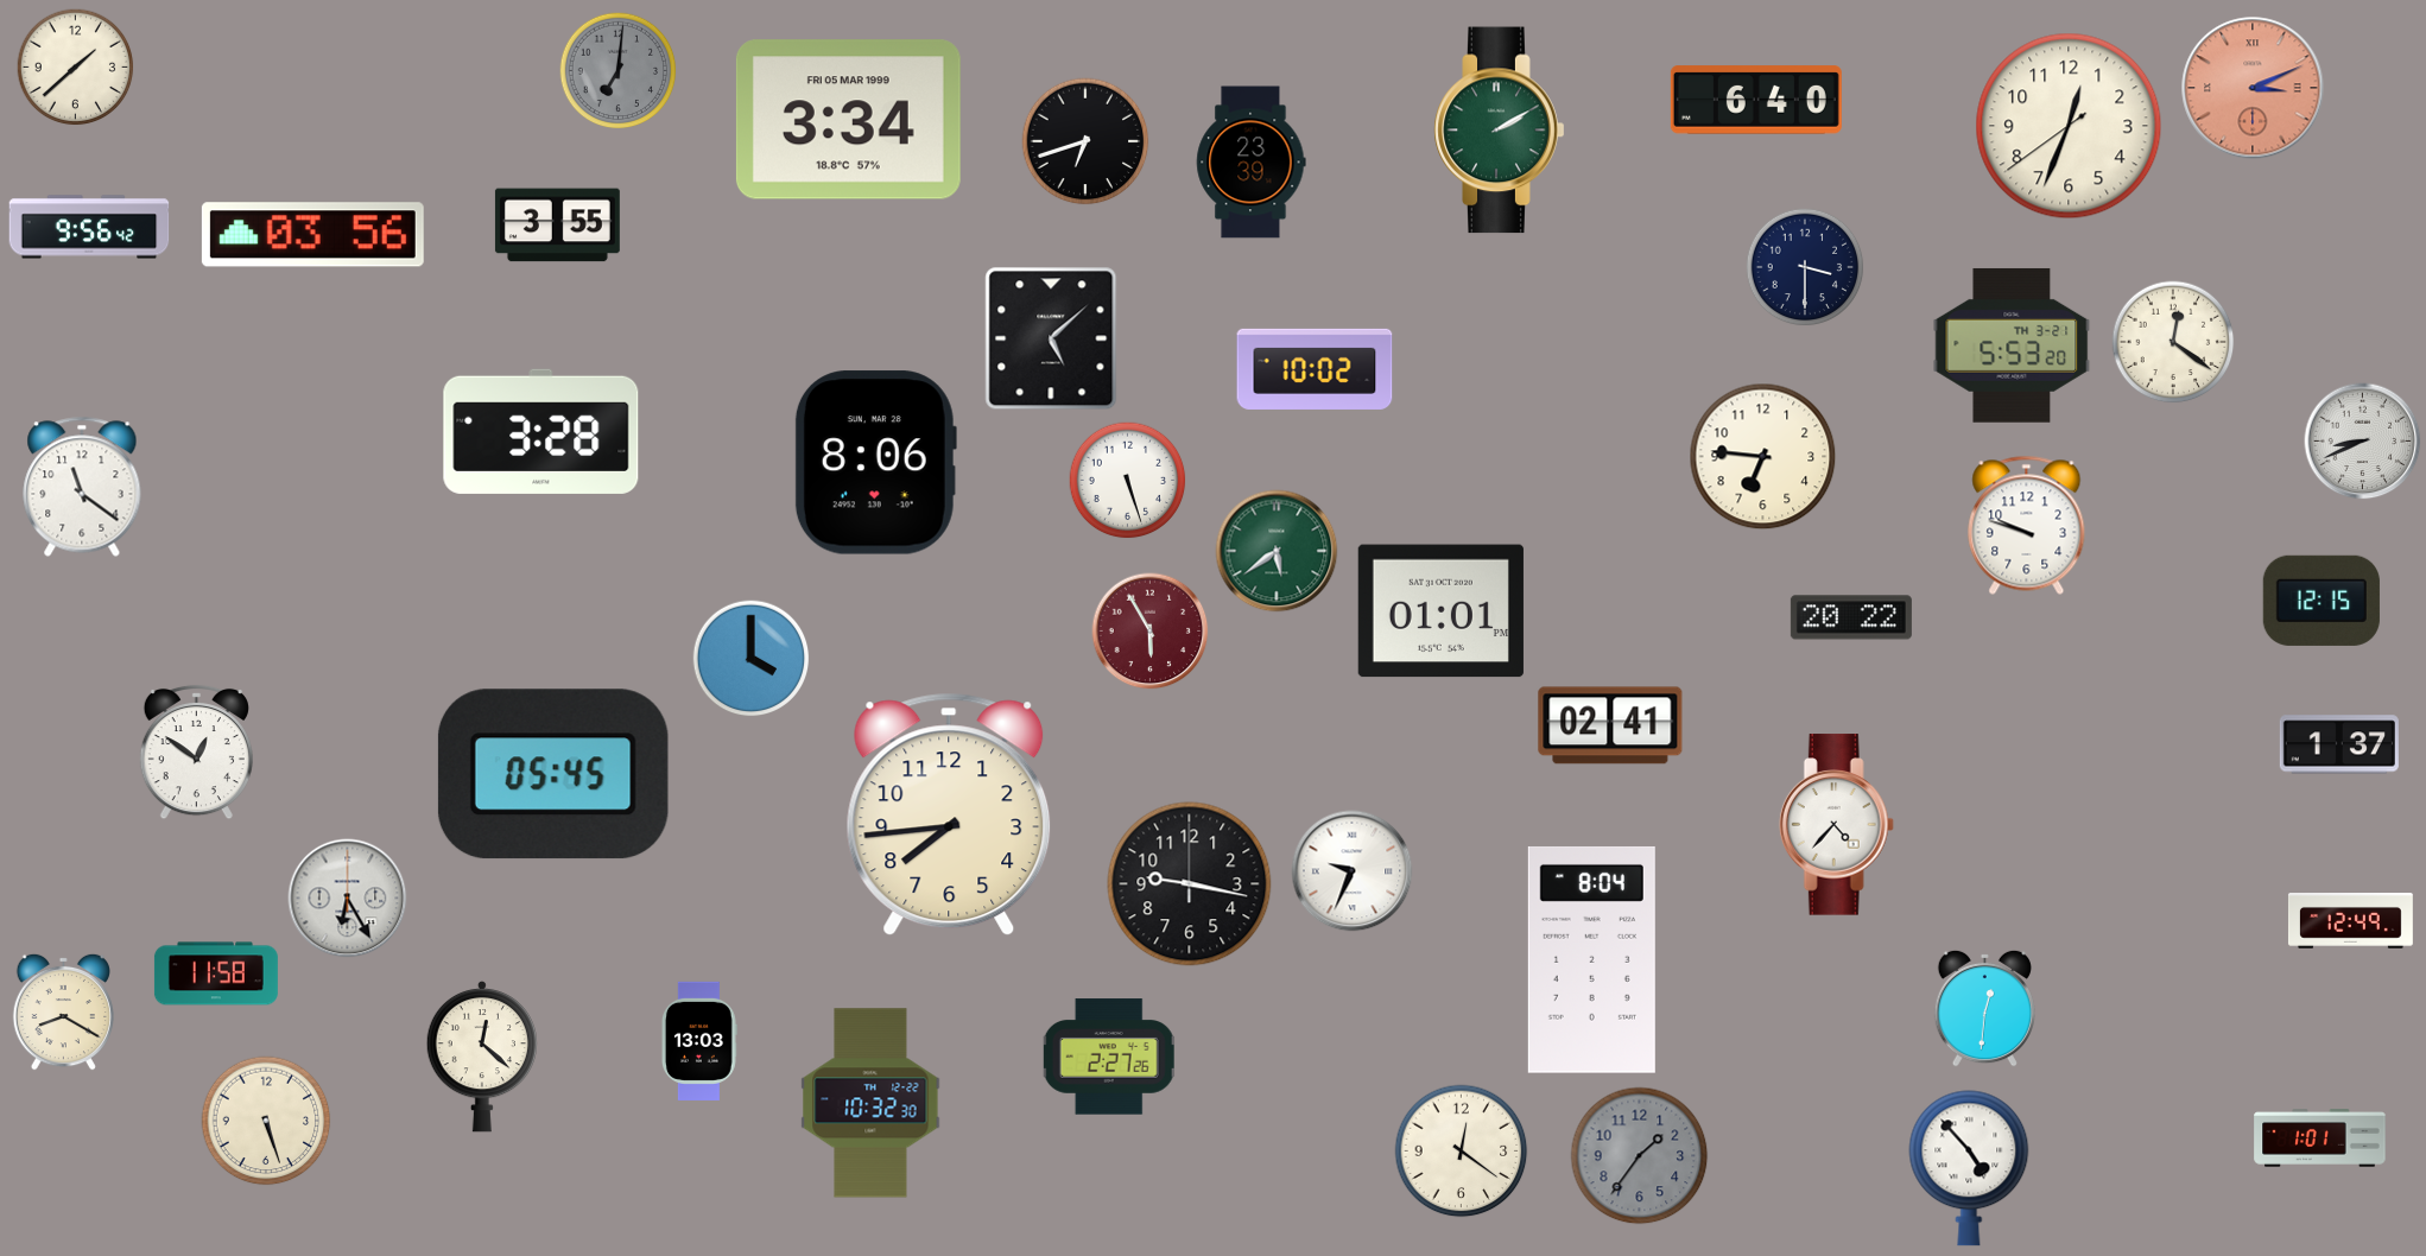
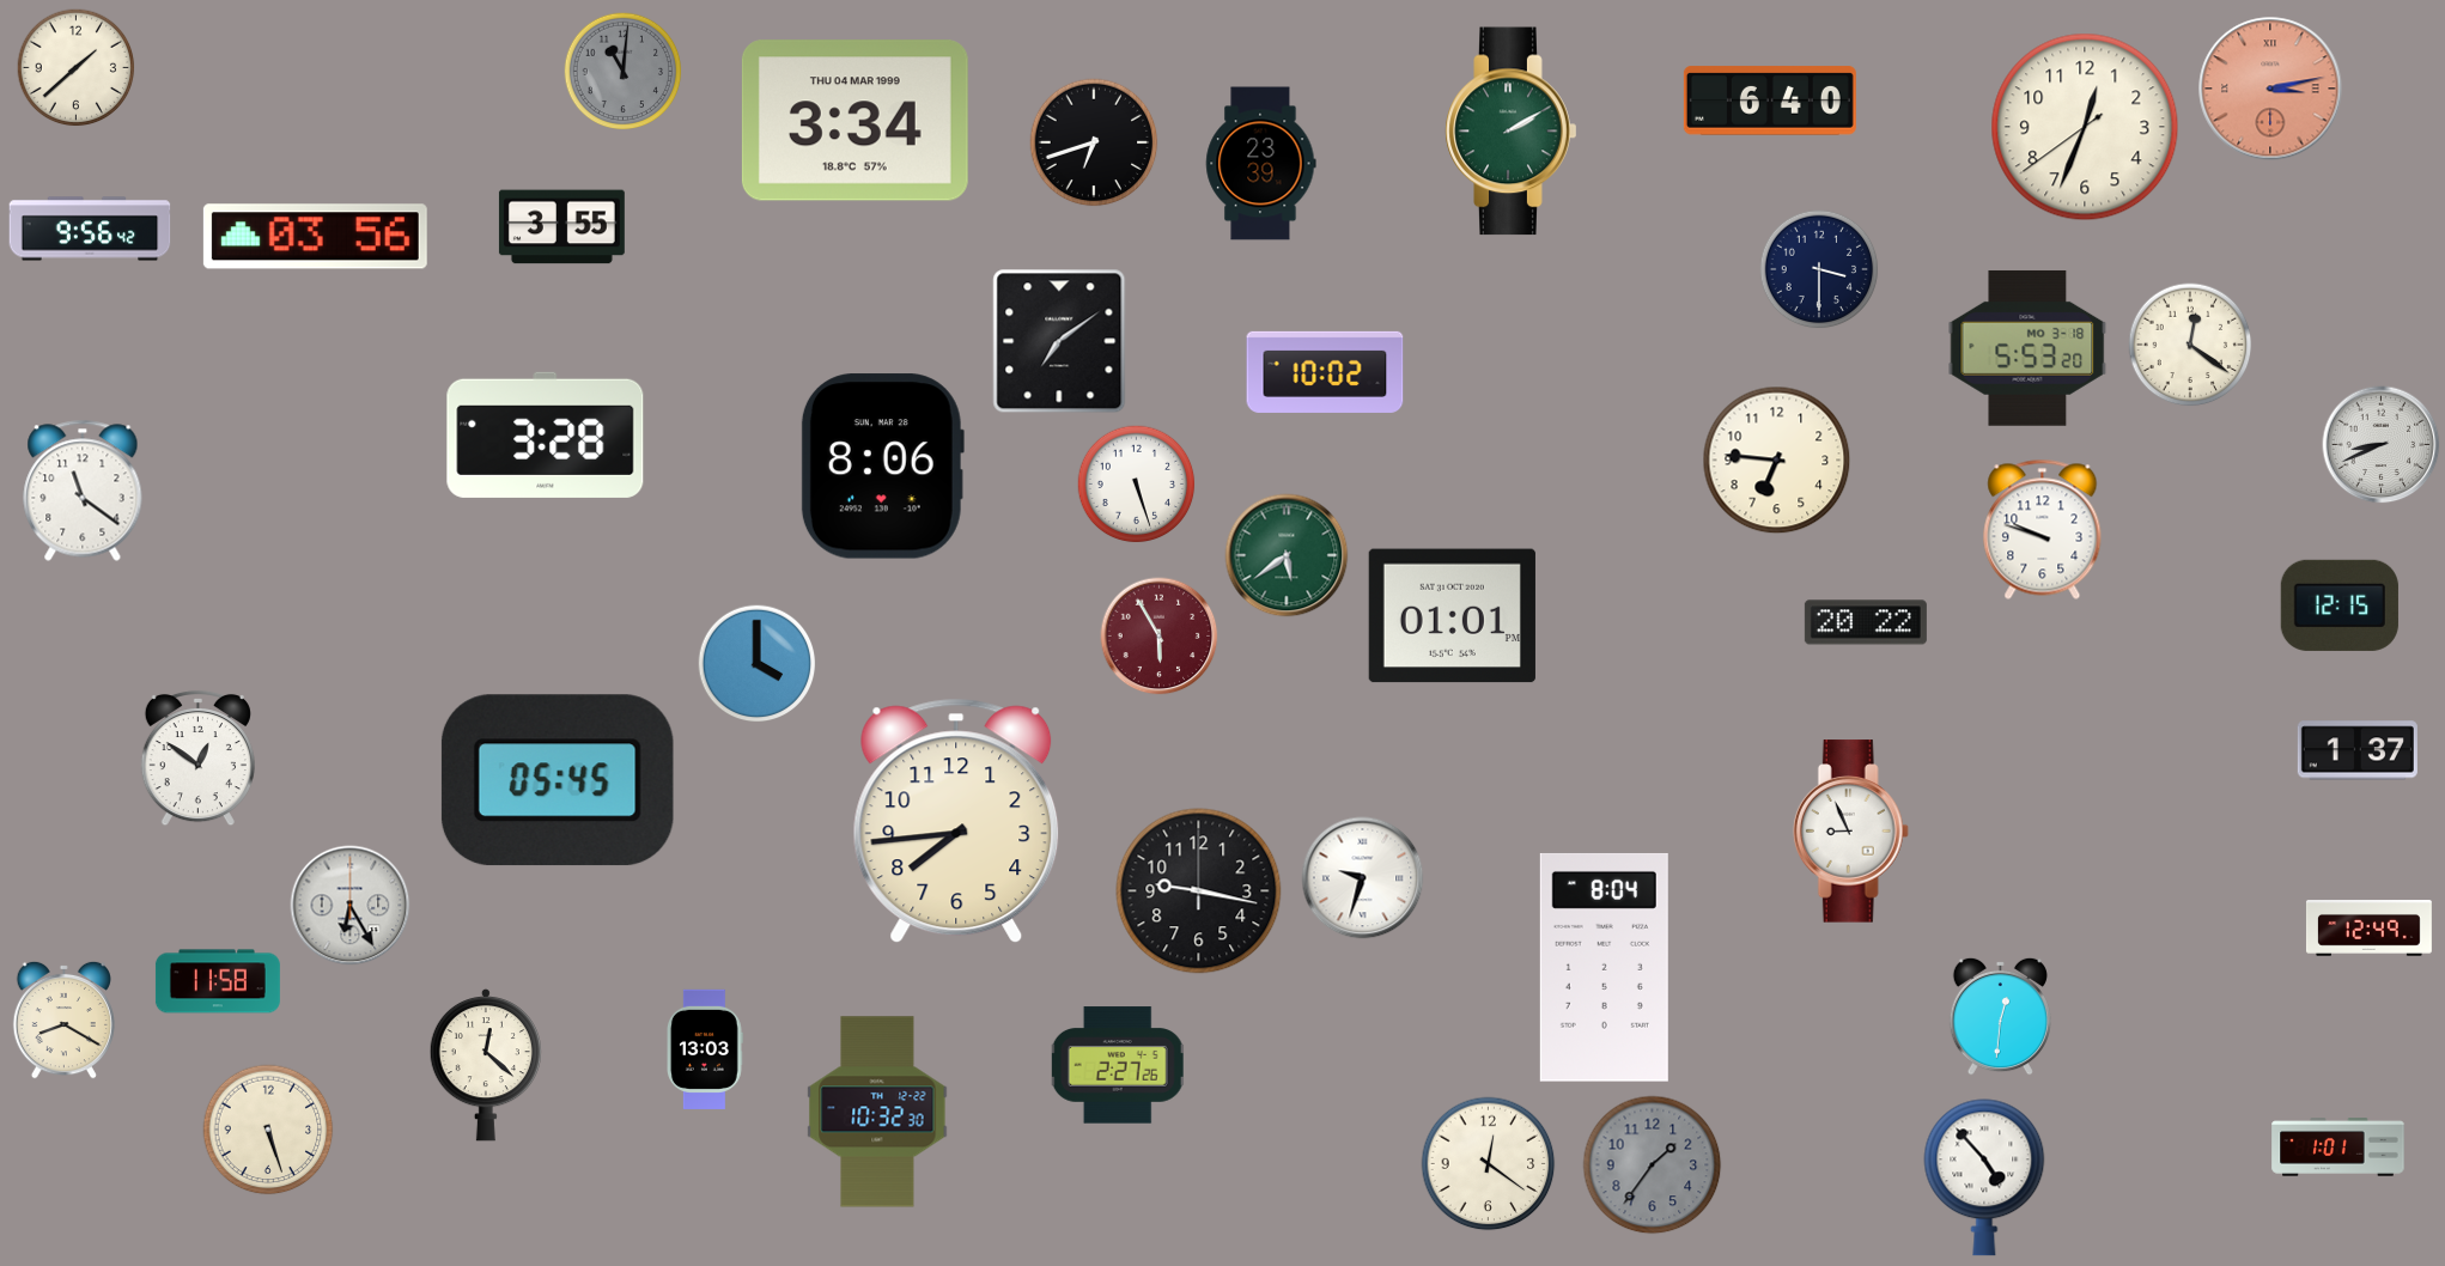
clock at (619, 71): 7:01 -> 11:01
clock at (2253, 88): 3:11 -> 3:13
clock at (848, 120) date: FRI 05 MAR 1999 -> THU 04 MAR 1999
clock at (1051, 338): 5:08 -> 7:09
clock at (2012, 345) date: TH 3-21 -> MO 3-18
clock at (1610, 725): 02:41 -> none
clock at (1836, 825): 4:37 -> 8:56
clock at (1353, 871): 9:34 -> 9:33
clock at (1462, 1152) position: (1462, 1152) -> (1489, 1164)
